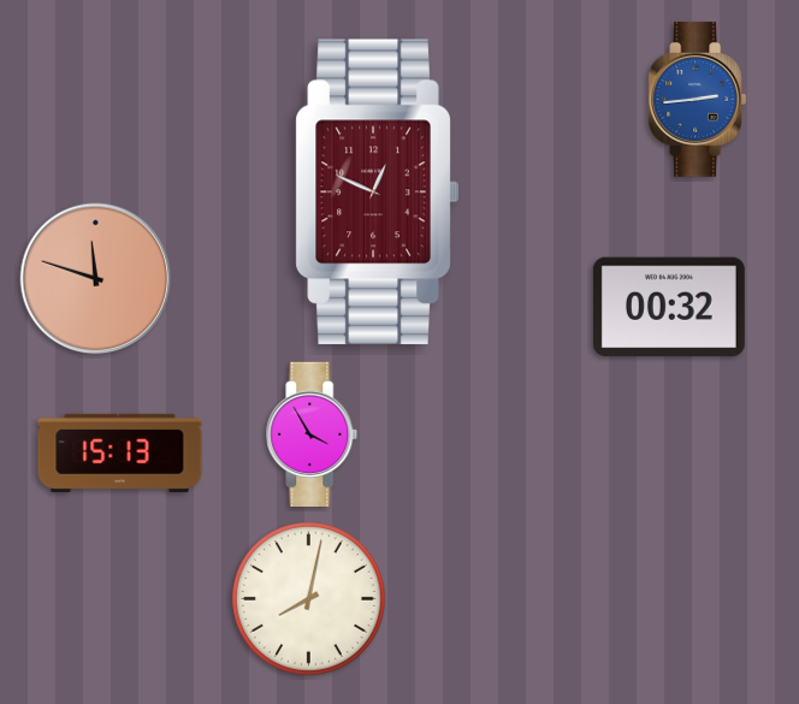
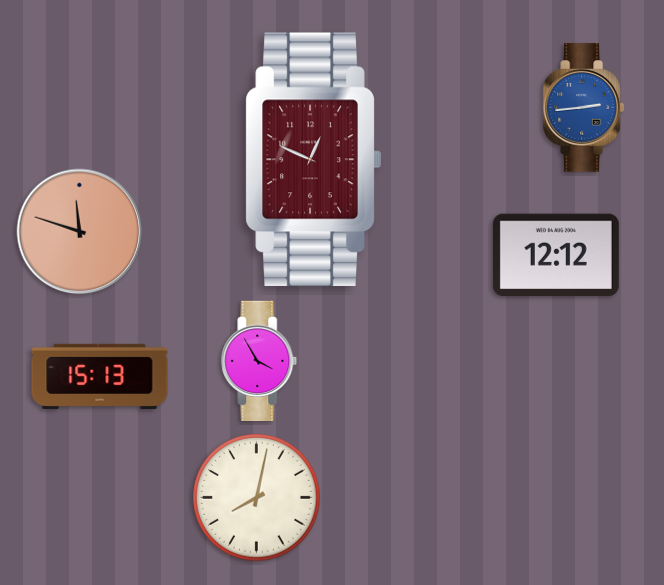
clock at (697, 100) position: (697, 100) -> (583, 108)
clock at (669, 307): 00:32 -> 12:12
